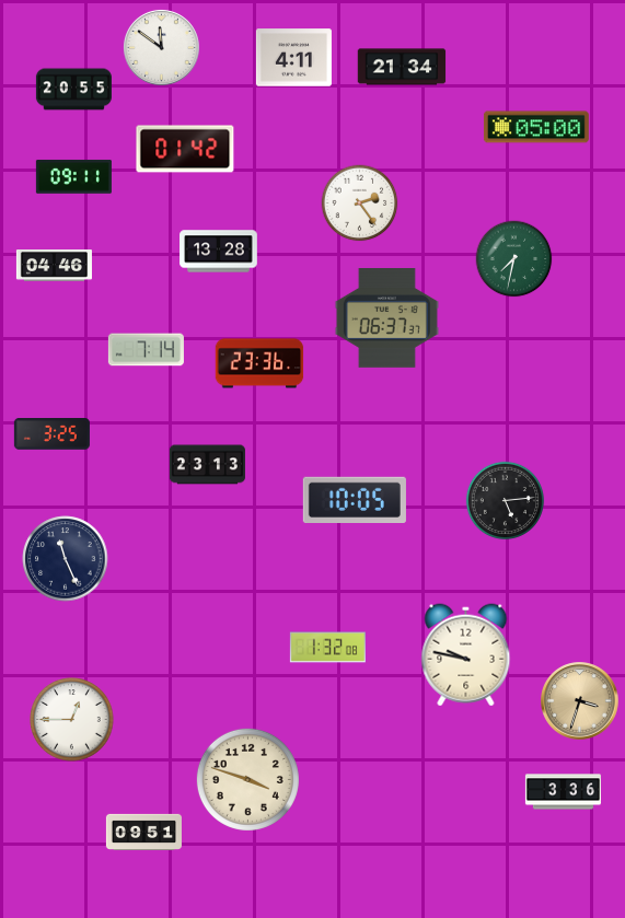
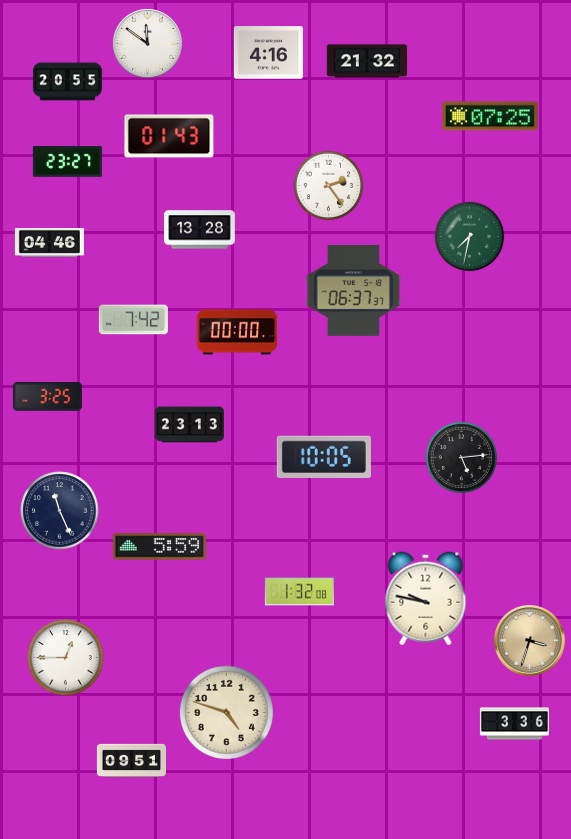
clock at (293, 58): 4:11 -> 4:16
clock at (402, 67): 21:34 -> 21:32
clock at (536, 127): 05:00 -> 07:25
clock at (185, 149): 01:42 -> 01:43
clock at (73, 177): 09:11 -> 23:27
clock at (146, 350): 7:14 -> 7:42
clock at (259, 363): 23:36 -> 00:00
clock at (160, 547): none -> 5:59
clock at (247, 779): 3:48 -> 4:48
